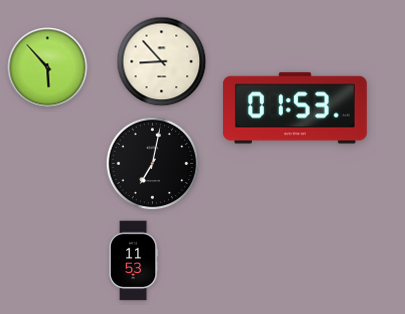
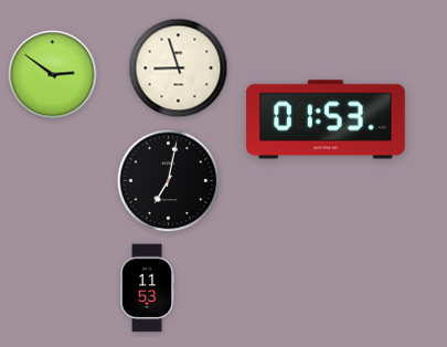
clock at (162, 62): 8:53 -> 8:57
clock at (48, 68): 5:53 -> 2:51
